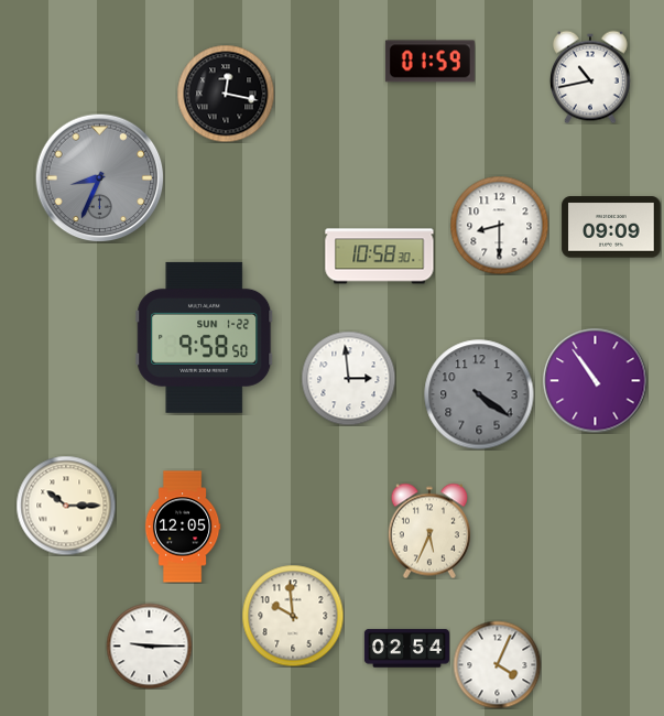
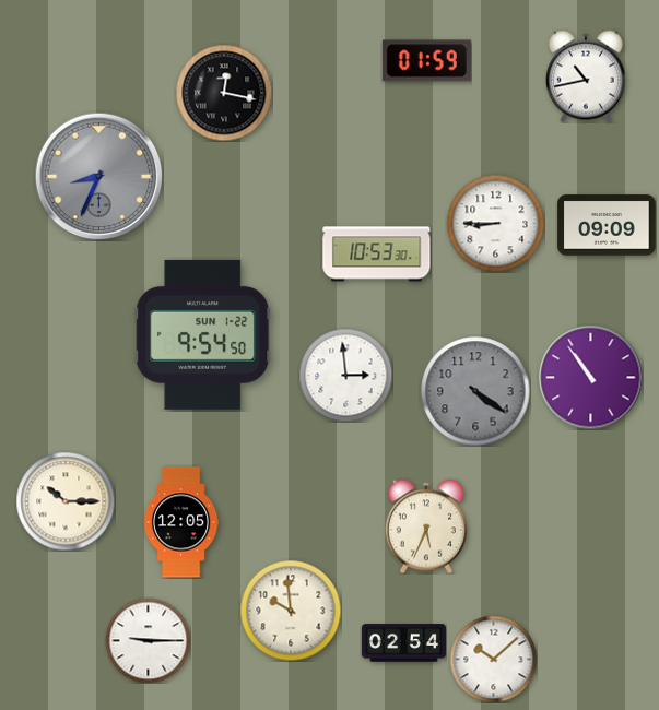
clock at (499, 225): 8:30 -> 8:45
clock at (380, 257): 10:58 -> 10:53
clock at (205, 337): 9:58 -> 9:54
clock at (497, 664): 4:04 -> 10:08
